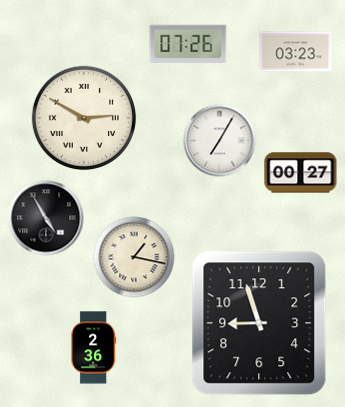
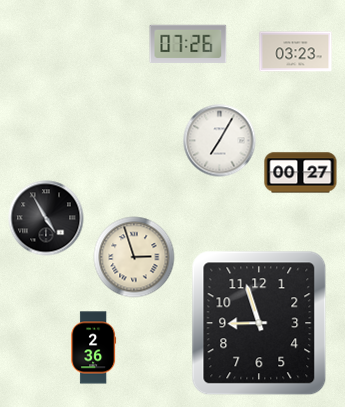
clock at (83, 117): 2:50 -> none
clock at (134, 257): 1:17 -> 2:57
